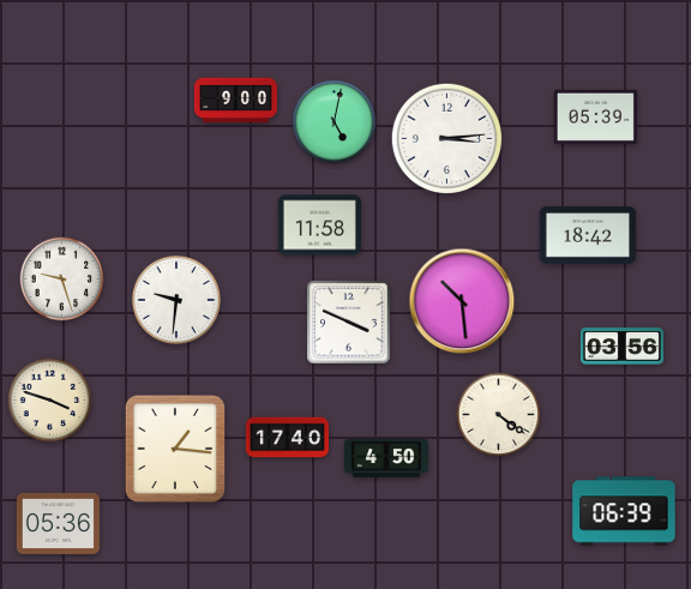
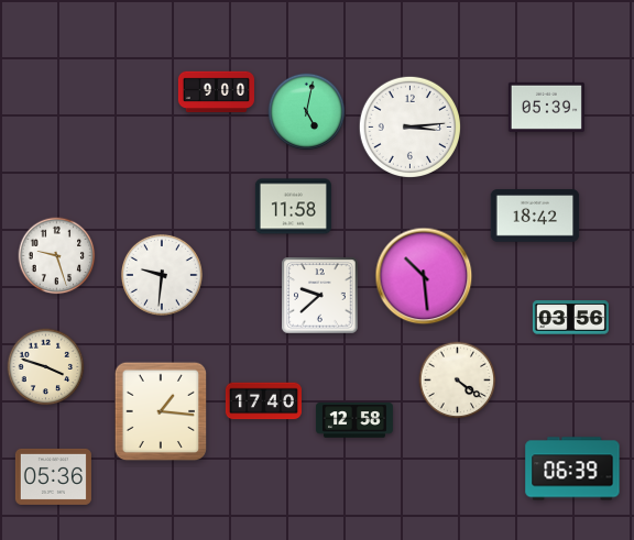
clock at (588, 235) position: (588, 235) -> (535, 216)
clock at (349, 323): 3:49 -> 9:38
clock at (386, 458): 4:50 -> 12:58
clock at (58, 523) position: (58, 523) -> (53, 476)
